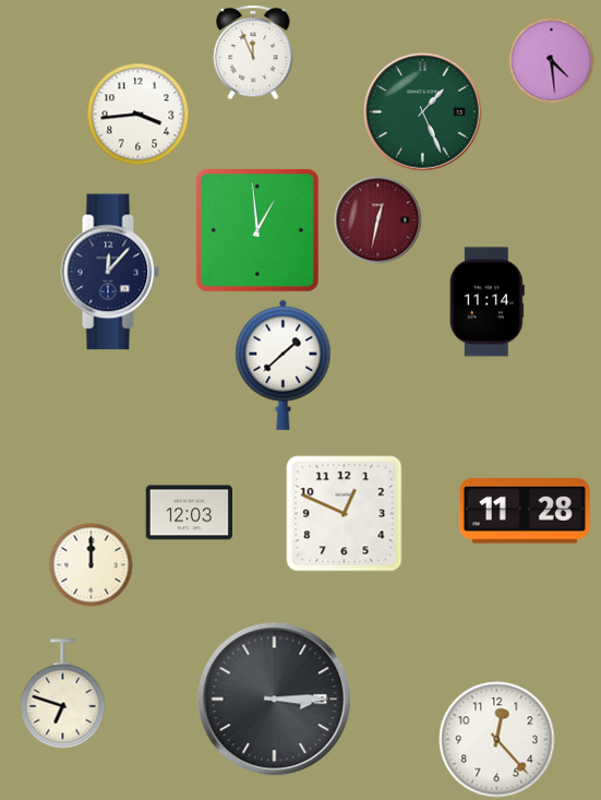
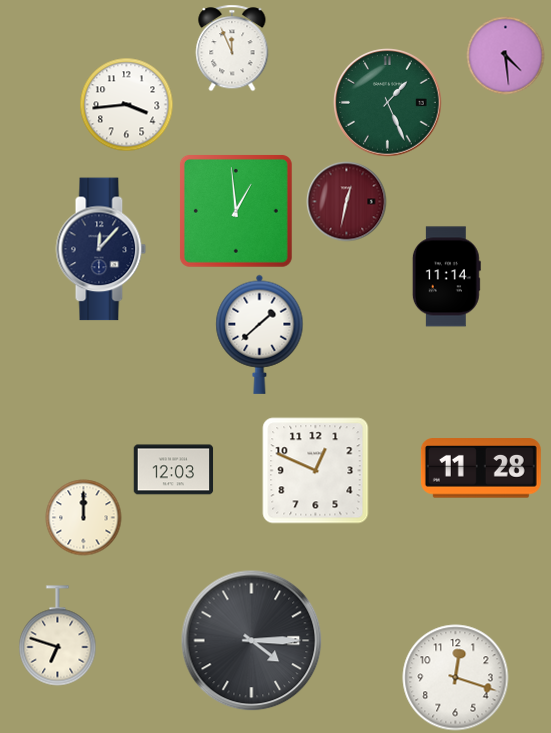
clock at (275, 700): 3:15 -> 4:15
clock at (497, 740): 12:23 -> 12:18
